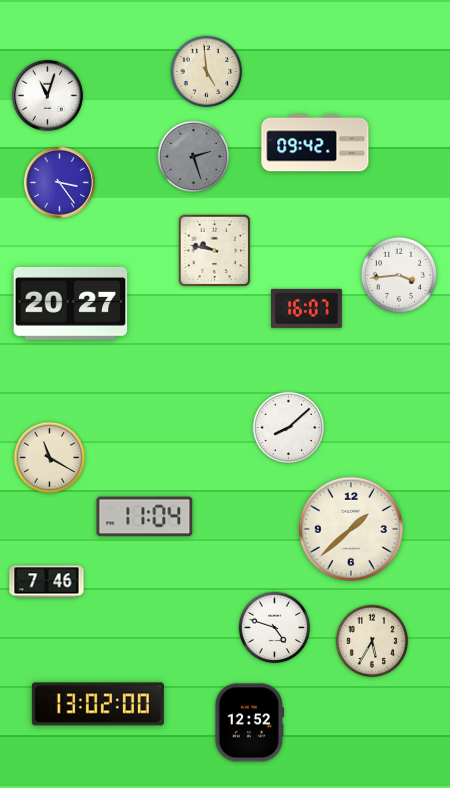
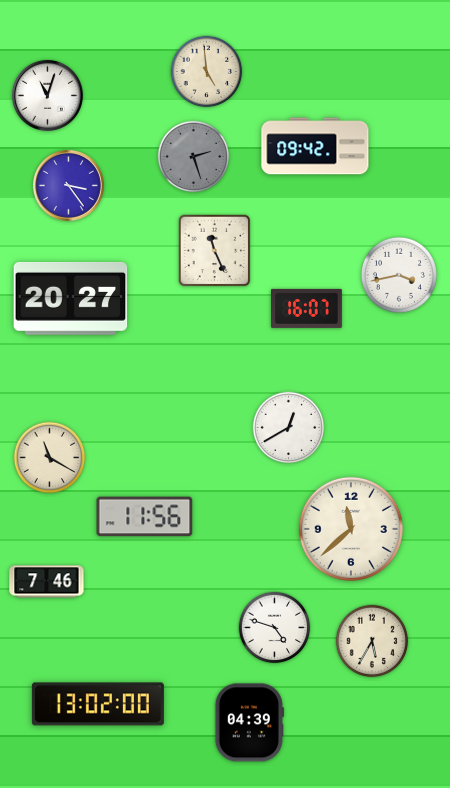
clock at (315, 143) position: (315, 143) -> (315, 146)
clock at (59, 182) position: (59, 182) -> (68, 185)
clock at (215, 251): 9:47 -> 11:26
clock at (399, 275): 3:44 -> 3:43
clock at (71, 304) position: (71, 304) -> (71, 299)
clock at (289, 428): 8:08 -> 12:40
clock at (145, 517): 11:04 -> 11:56
clock at (351, 529): 1:38 -> 11:38
clock at (249, 723): 12:52 -> 04:39
